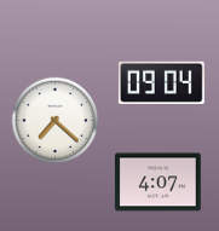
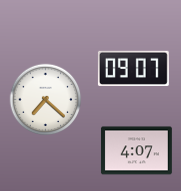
clock at (161, 82): 09:04 -> 09:07
clock at (157, 183) position: (157, 183) -> (136, 151)
